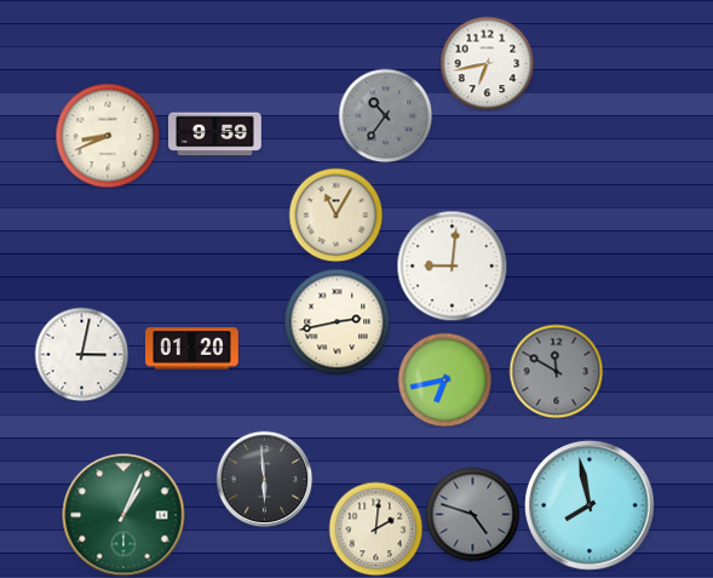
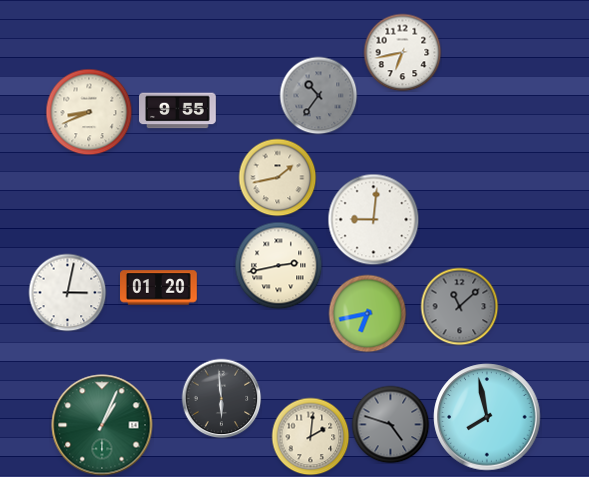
clock at (215, 135): 9:59 -> 9:55
clock at (335, 214): 11:05 -> 1:43
clock at (556, 371): 11:50 -> 11:08
clock at (264, 479) position: (264, 479) -> (221, 398)
